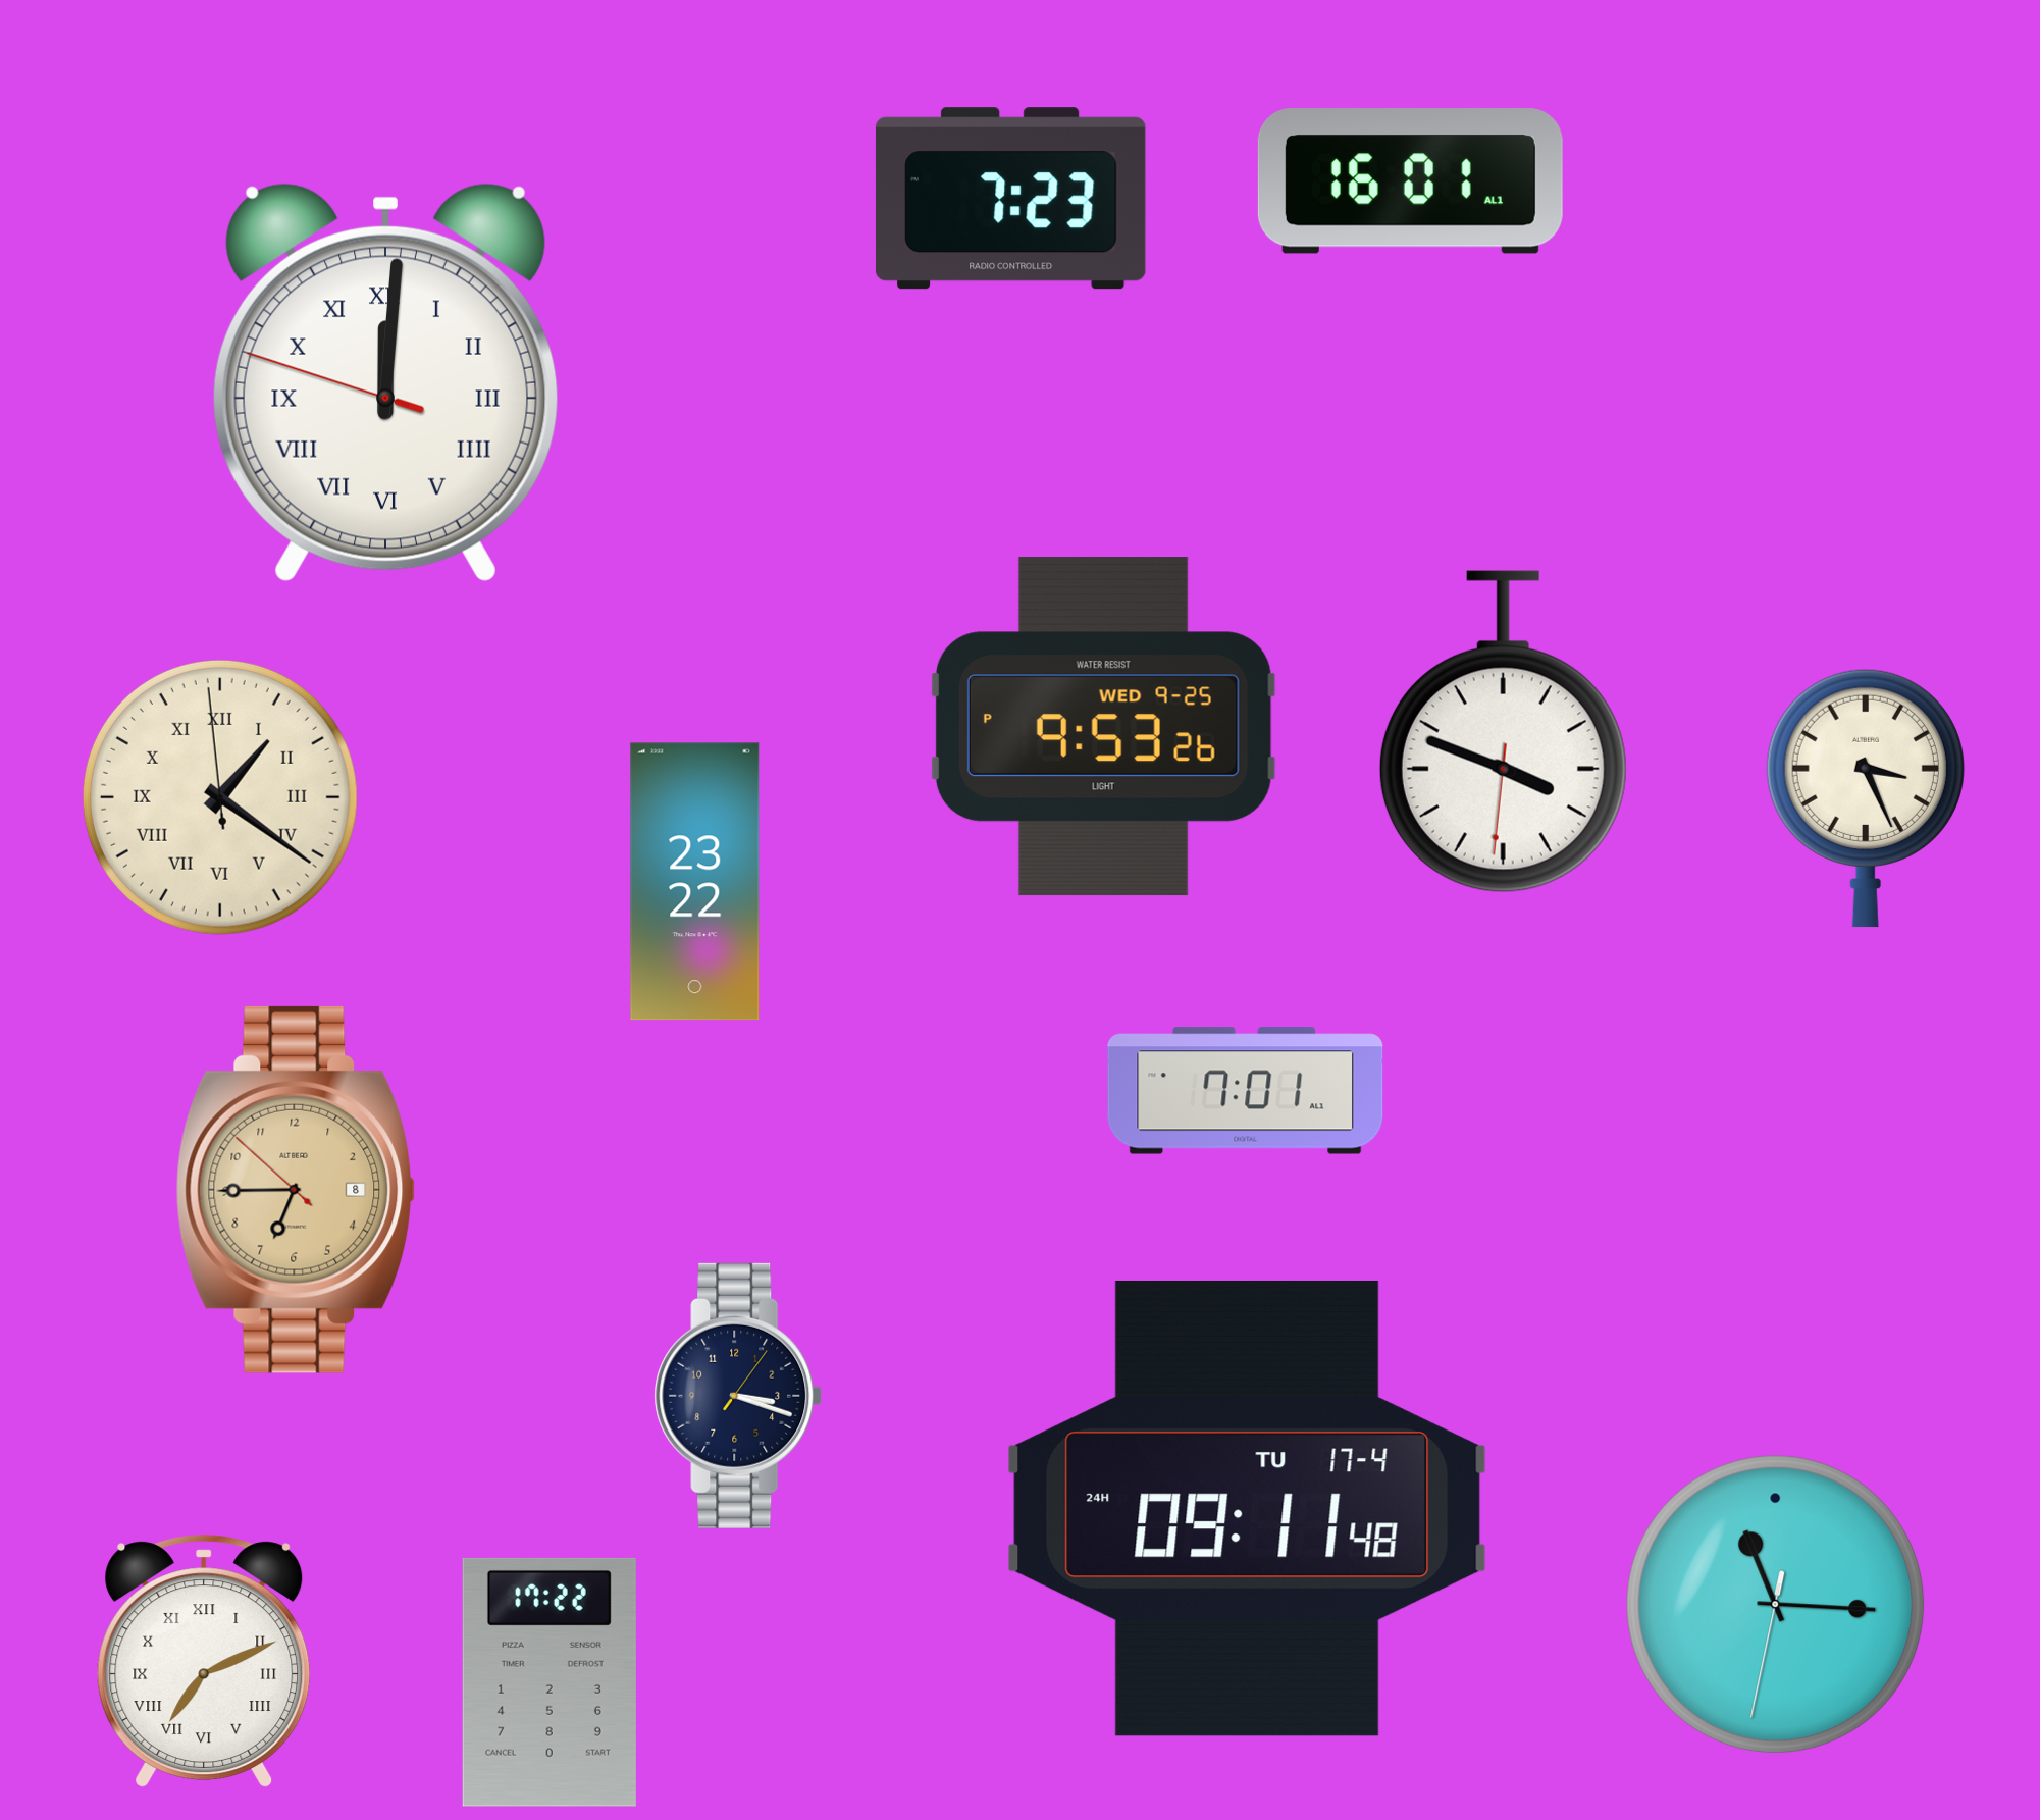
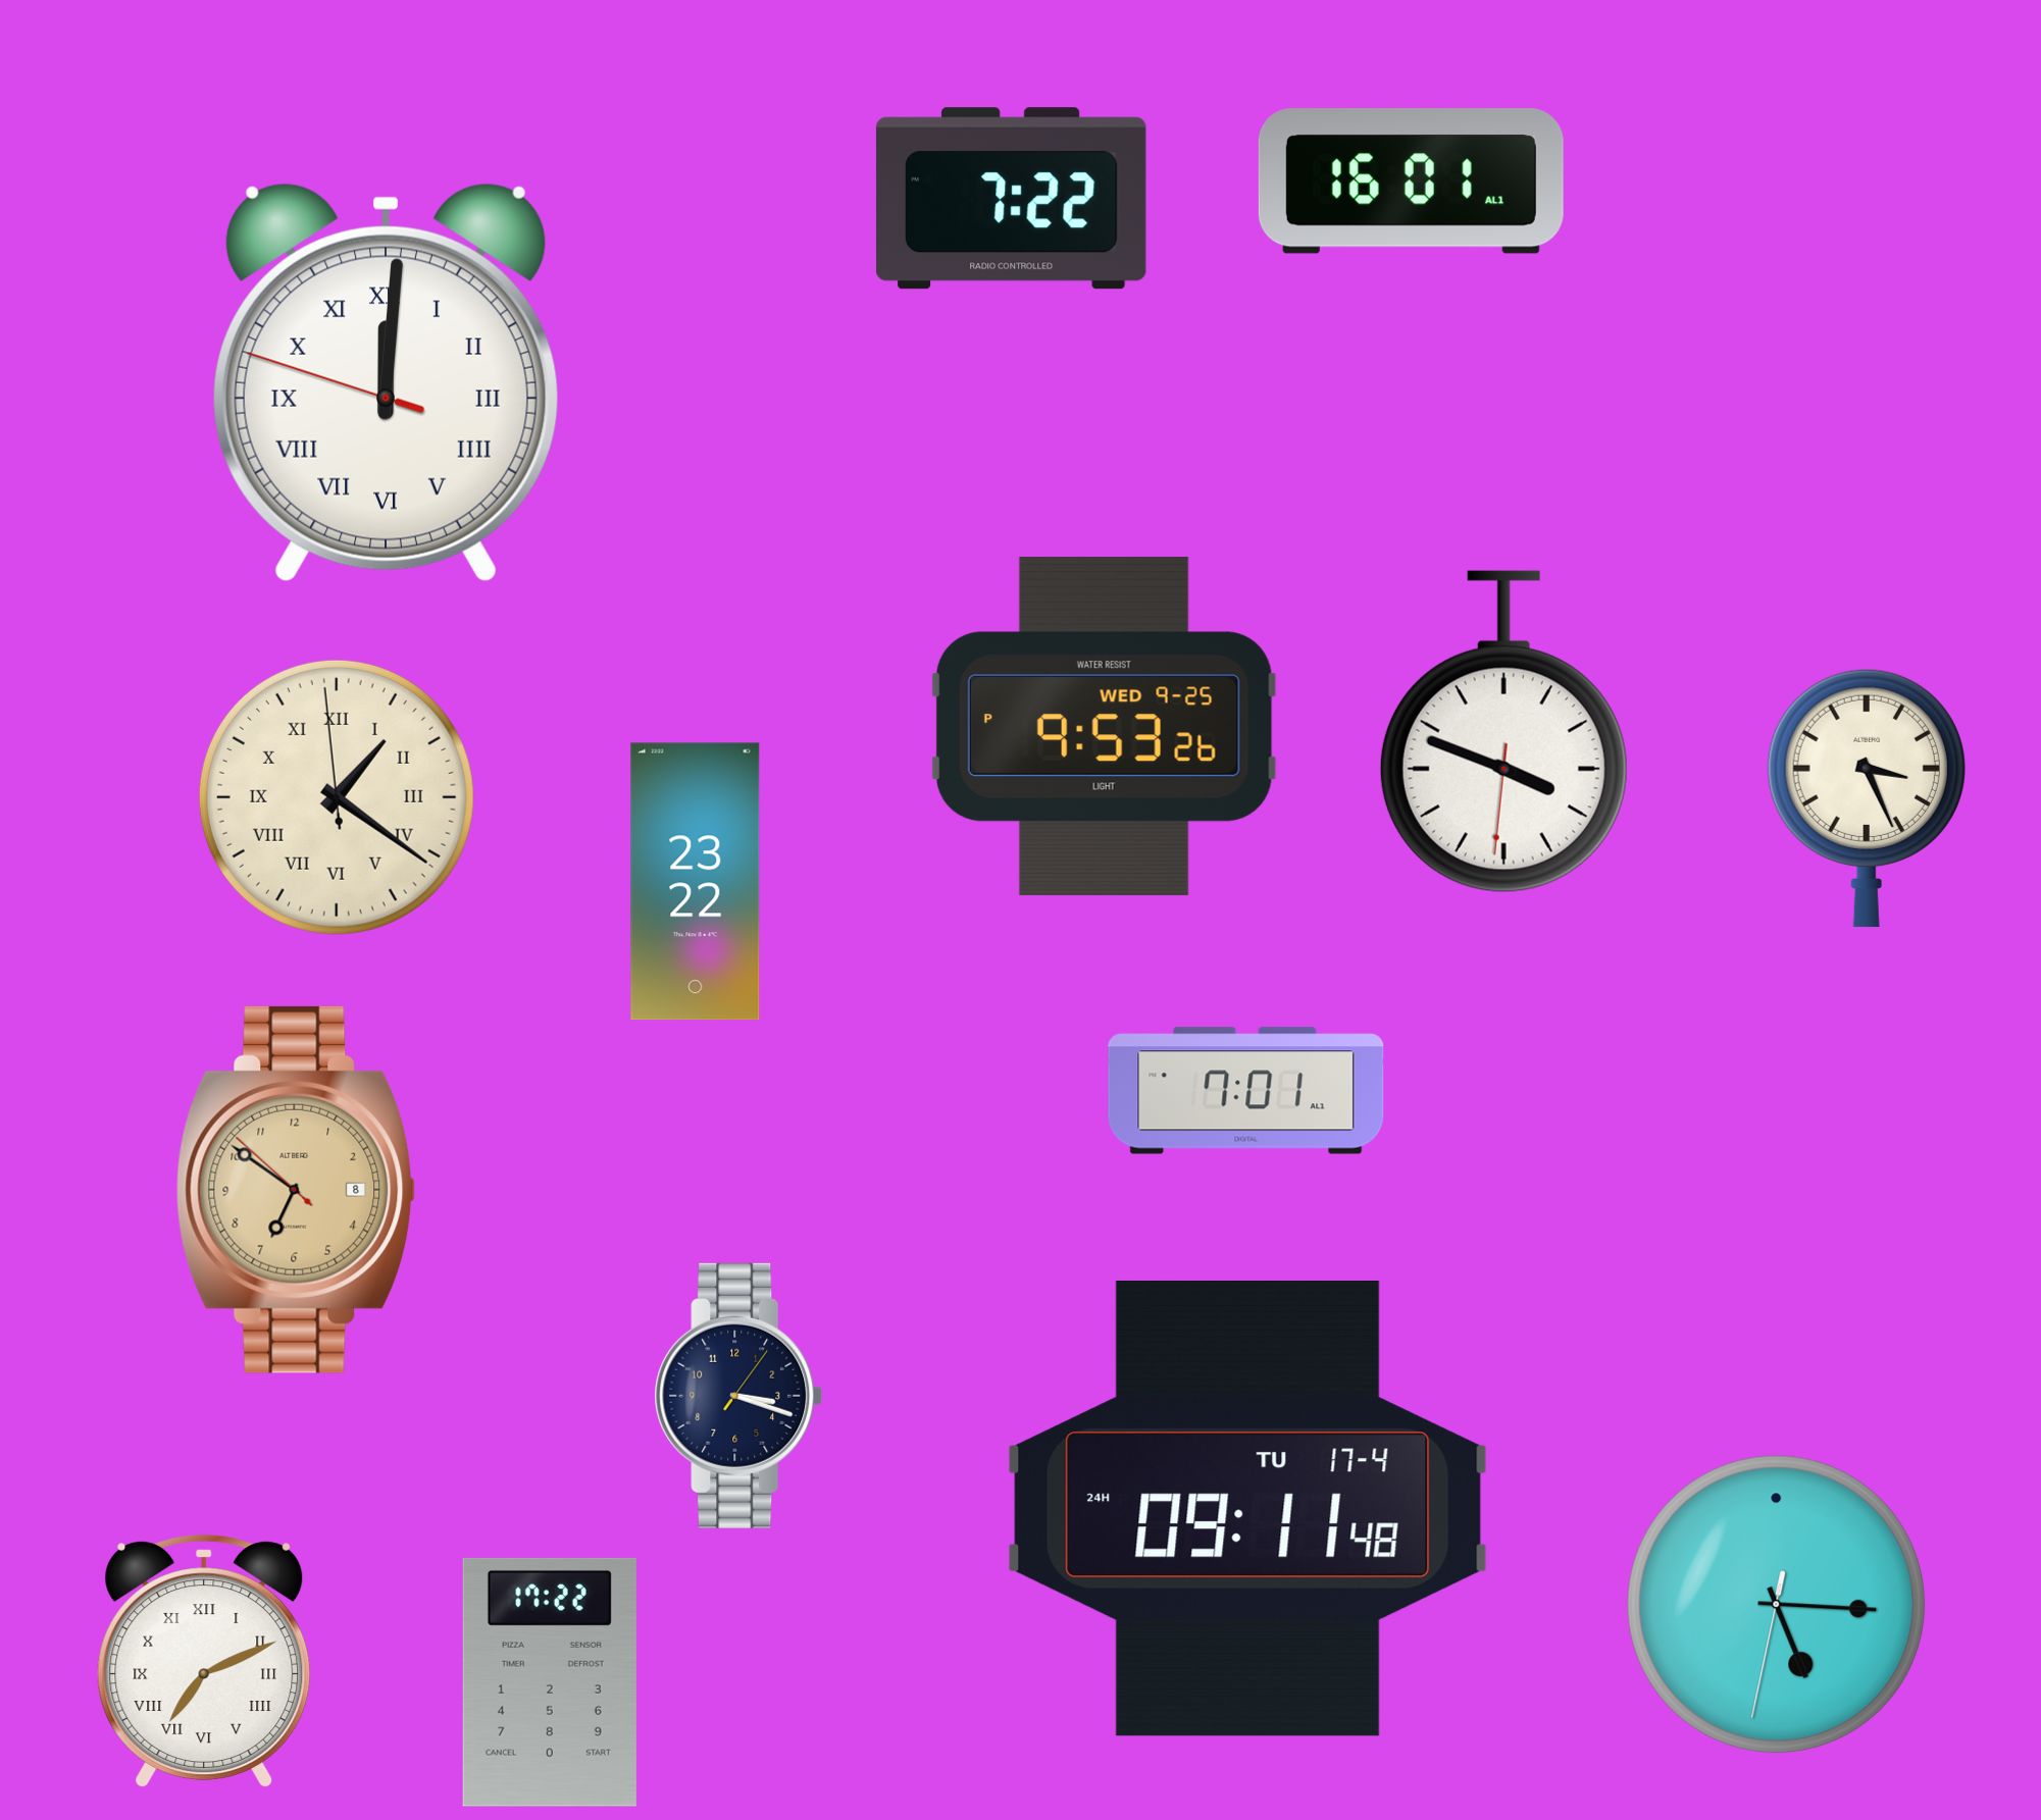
clock at (1010, 199): 7:23 -> 7:22
clock at (220, 797) position: (220, 797) -> (337, 797)
clock at (296, 1190): 6:44 -> 6:50
clock at (1776, 1605): 11:15 -> 5:15
